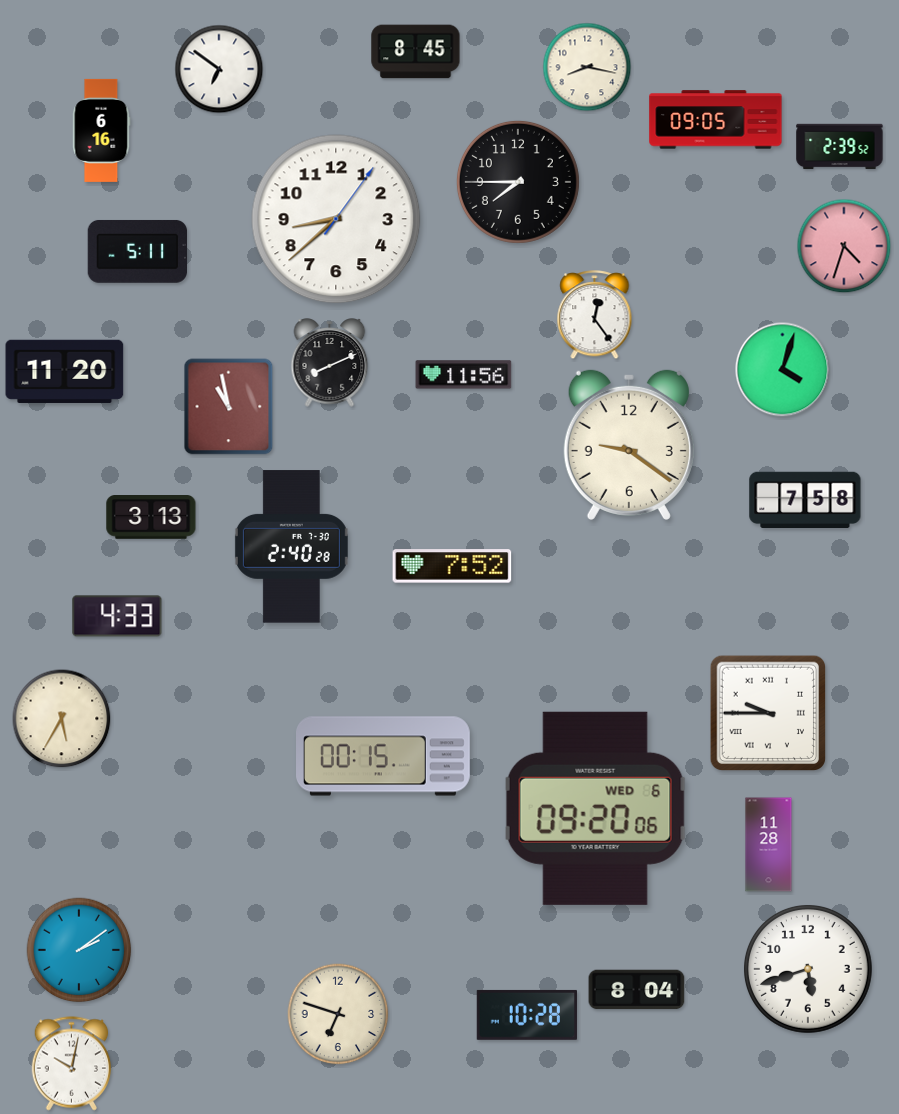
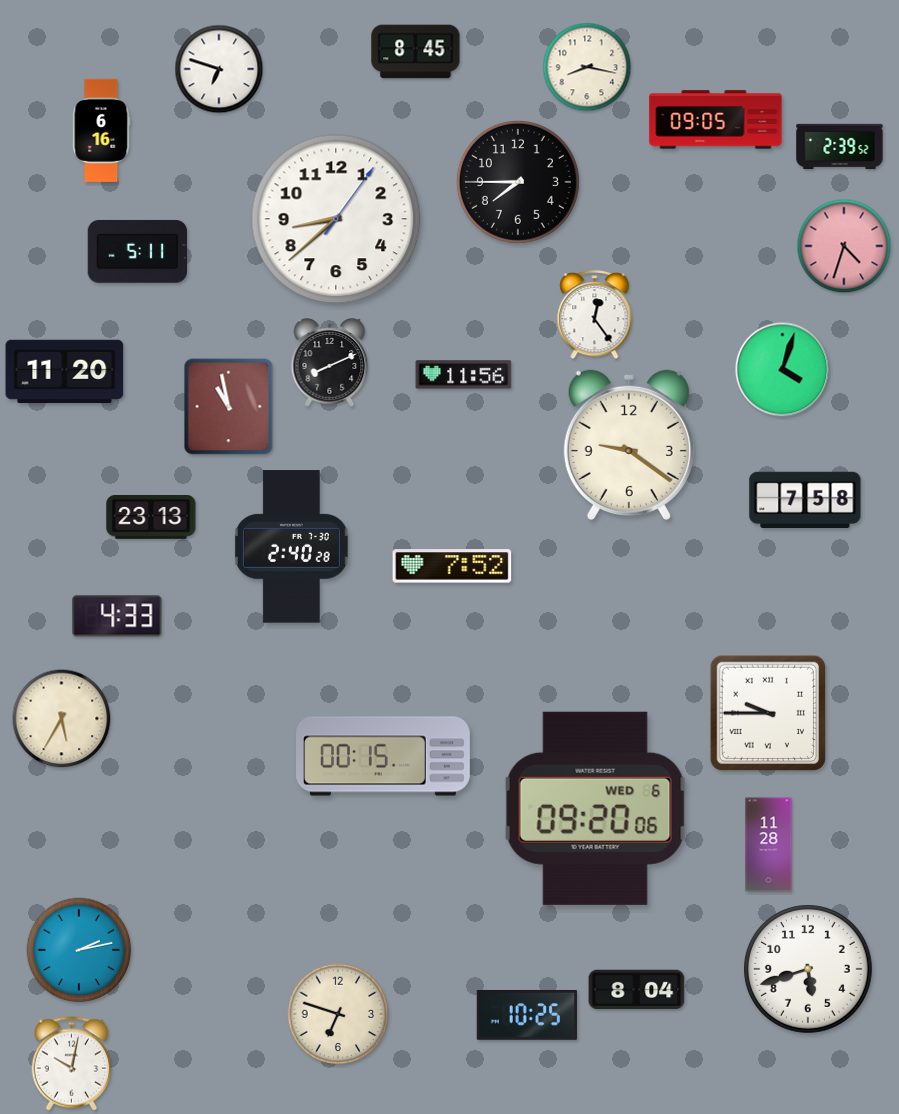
clock at (219, 69): 6:51 -> 6:48
clock at (151, 518): 3:13 -> 23:13
clock at (79, 950): 2:09 -> 2:13
clock at (527, 1015): 10:28 -> 10:25
